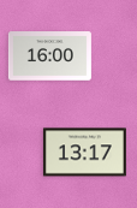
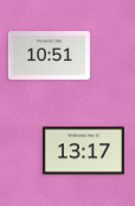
clock at (49, 57): 16:00 -> 10:51
